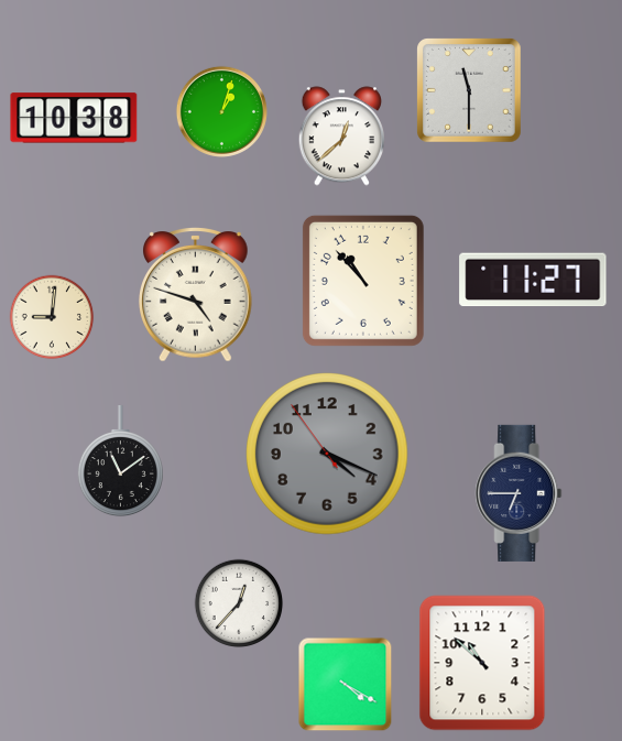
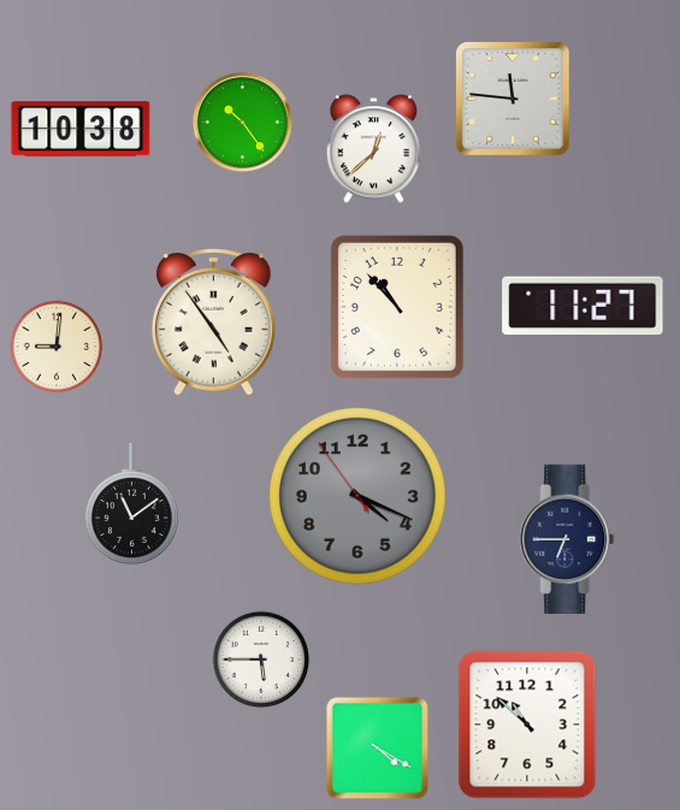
clock at (470, 91): 11:30 -> 11:46
clock at (221, 111): 1:03 -> 10:24
clock at (196, 295): 4:48 -> 4:54
clock at (239, 603): 12:37 -> 5:45
